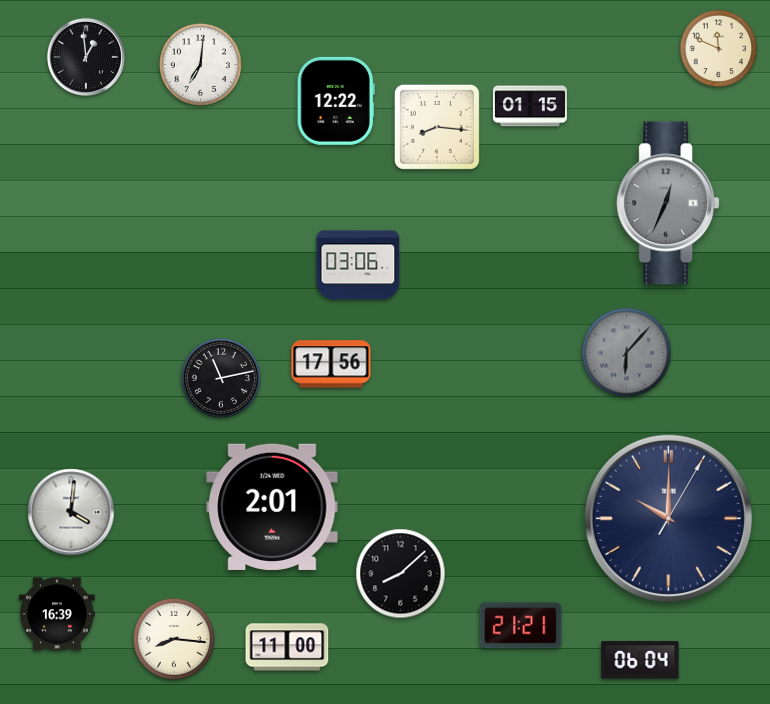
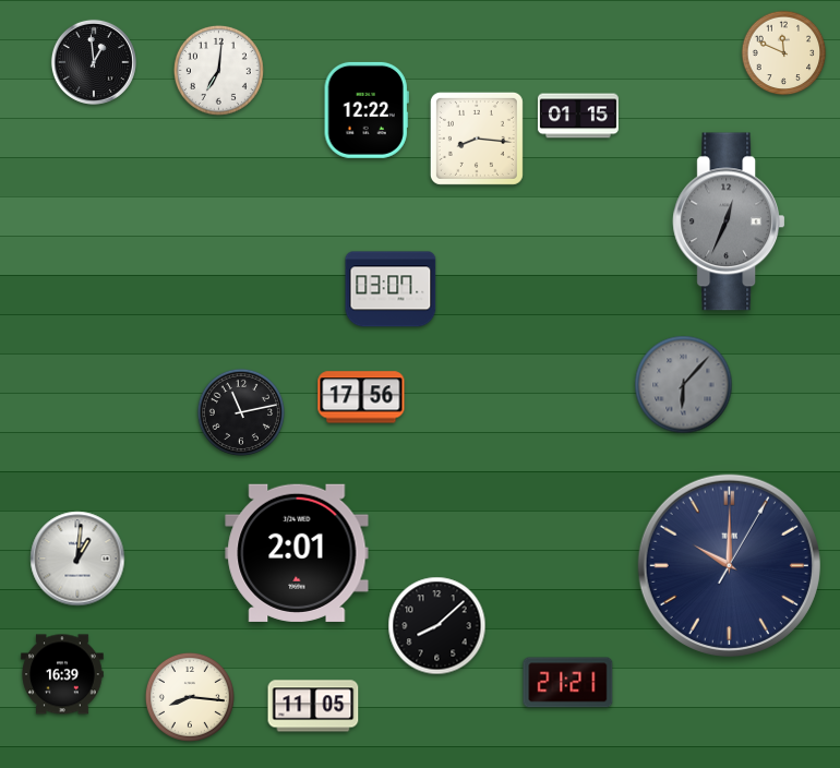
clock at (358, 265): 03:06 -> 03:07
clock at (71, 512): 4:01 -> 1:01
clock at (57, 614) position: (57, 614) -> (62, 674)
clock at (287, 647): 11:00 -> 11:05
clock at (640, 660): 06:04 -> none
